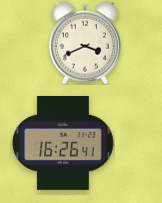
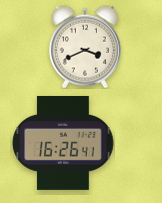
clock at (85, 43) position: (85, 43) -> (85, 47)
